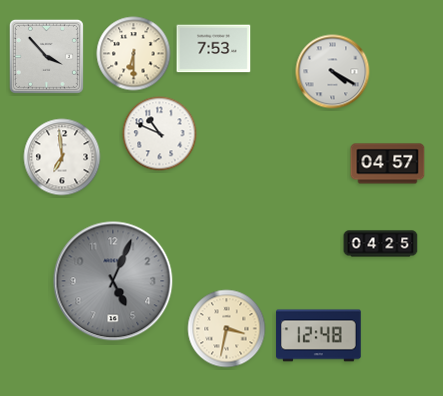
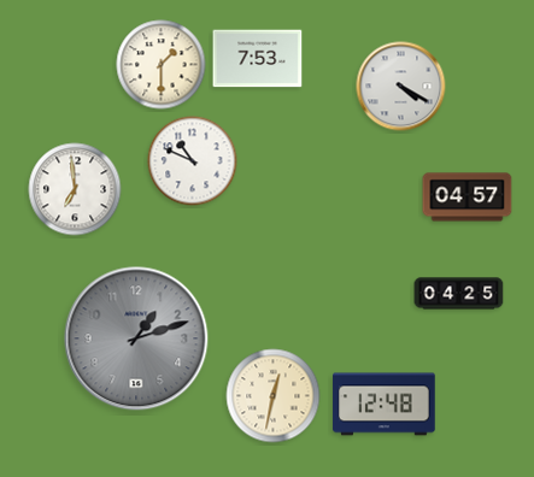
clock at (134, 54): 6:30 -> 1:30
clock at (46, 56): 3:53 -> none
clock at (113, 281): 5:04 -> 1:12
clock at (227, 329): 3:32 -> 12:32
